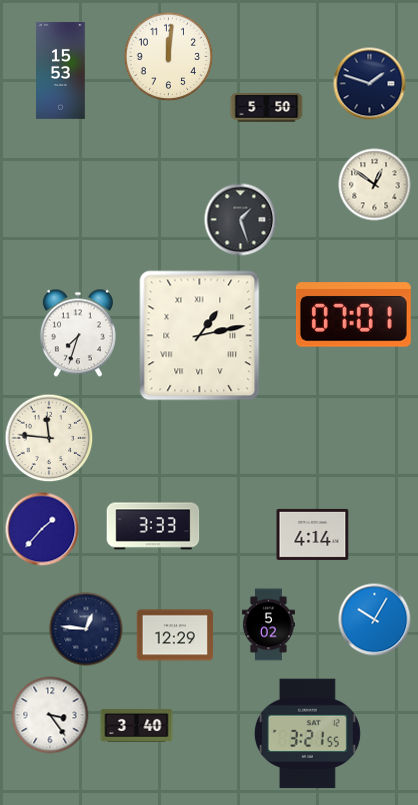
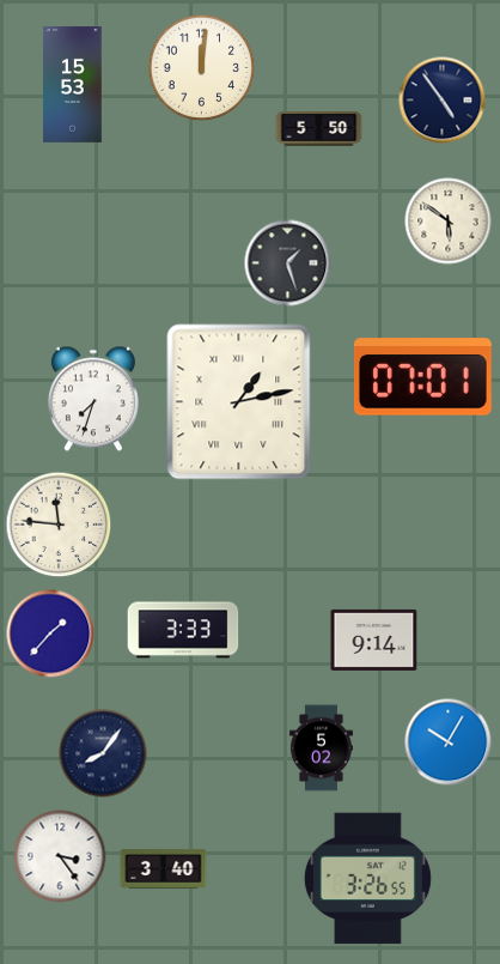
clock at (370, 84): 1:48 -> 4:54
clock at (375, 185): 12:51 -> 5:51
clock at (313, 534): 4:14 -> 9:14
clock at (86, 629): 12:46 -> 8:06
clock at (175, 635): 12:29 -> none
clock at (307, 734): 3:21 -> 3:26
